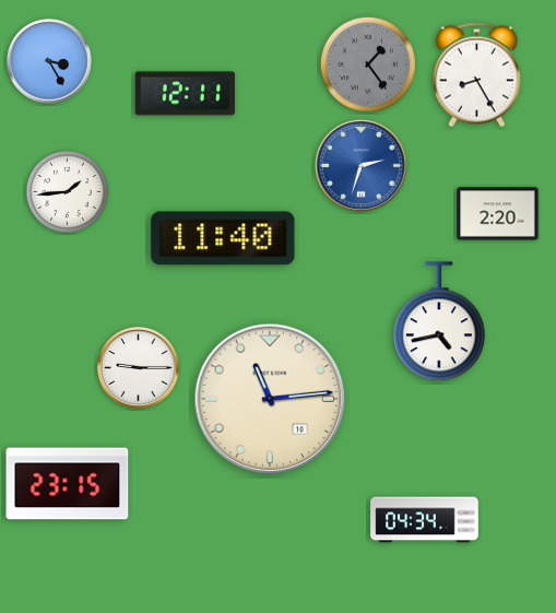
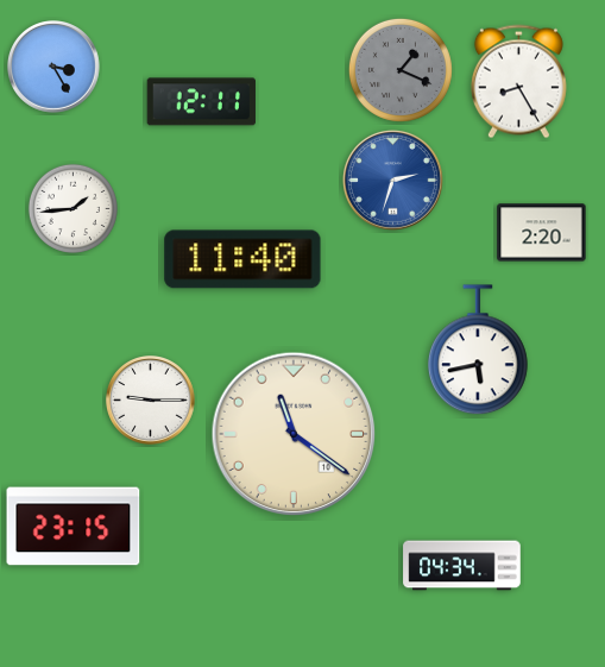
clock at (368, 64): 1:24 -> 1:19
clock at (440, 322): 4:43 -> 5:43
clock at (270, 399): 11:14 -> 11:21
